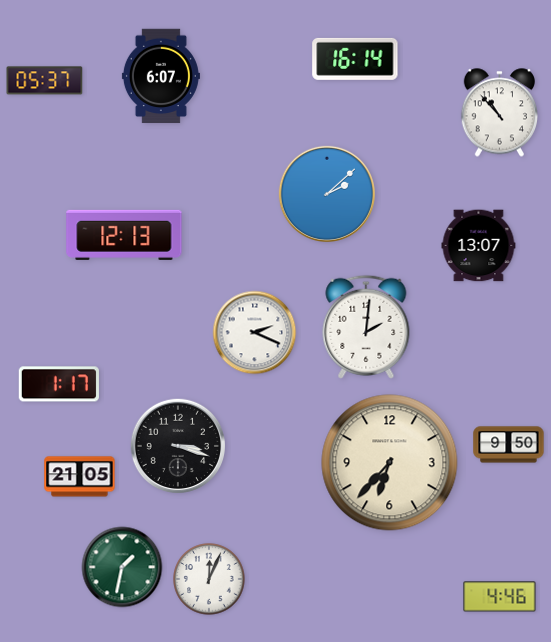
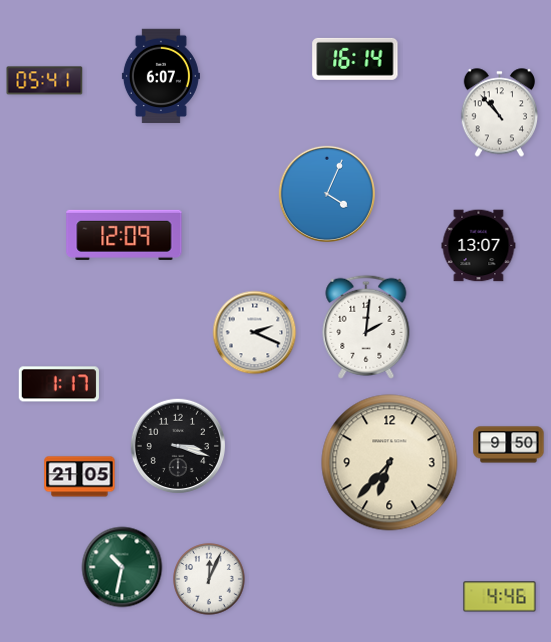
clock at (45, 81): 05:37 -> 05:41
clock at (327, 194): 2:08 -> 4:04
clock at (124, 235): 12:13 -> 12:09
clock at (122, 567): 1:32 -> 10:32
